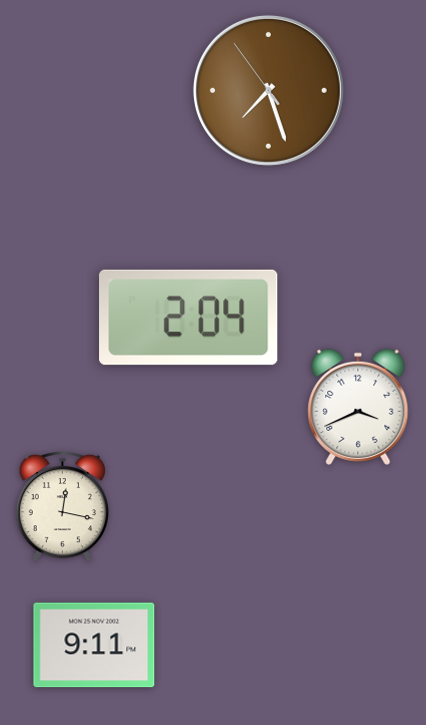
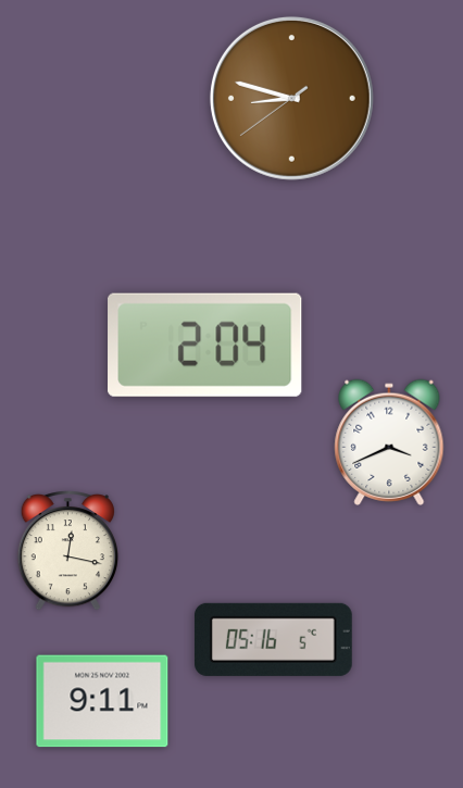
clock at (268, 90): 7:26 -> 8:47
clock at (273, 639): none -> 05:16
